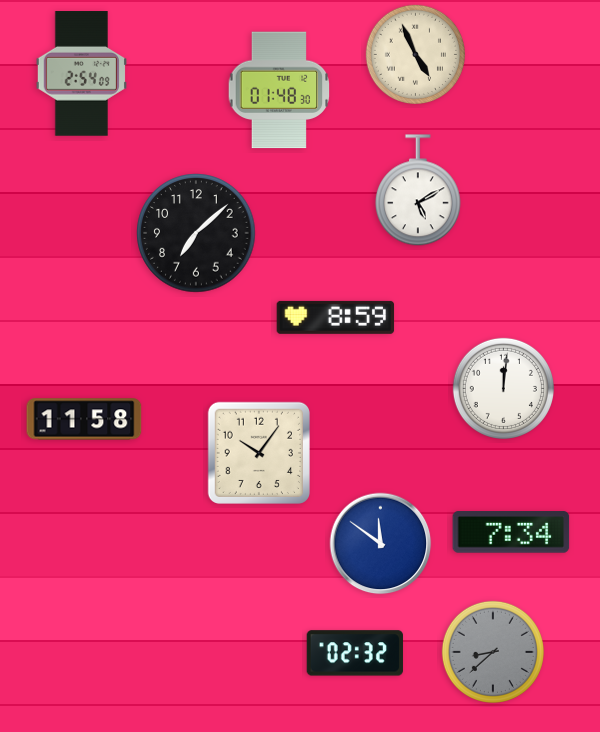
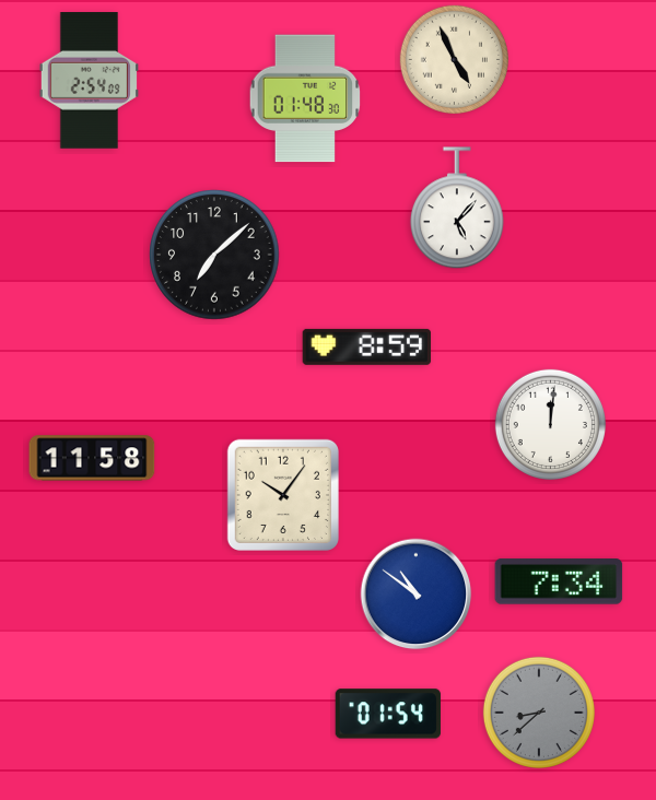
clock at (418, 191): 5:10 -> 5:07
clock at (381, 544): 11:51 -> 10:51
clock at (354, 653): 02:32 -> 01:54
